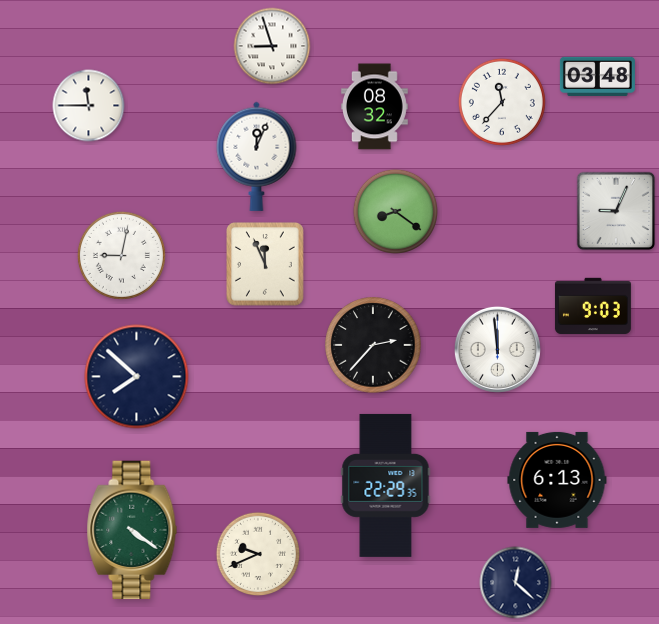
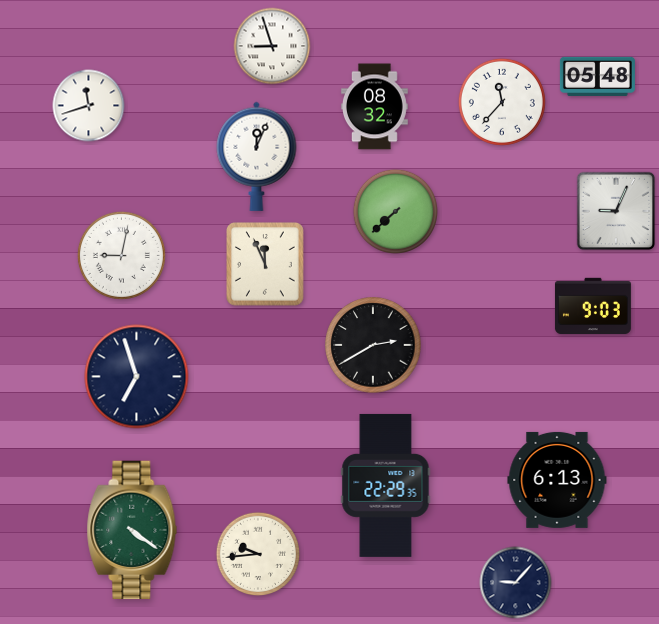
clock at (597, 76): 03:48 -> 05:48
clock at (89, 106): 11:45 -> 11:42
clock at (395, 211): 8:21 -> 7:38
clock at (373, 345): 2:37 -> 2:40
clock at (497, 349): 11:59 -> none
clock at (137, 377): 7:52 -> 6:57
clock at (258, 554): 9:41 -> 9:44
clock at (516, 583): 12:22 -> 9:07
